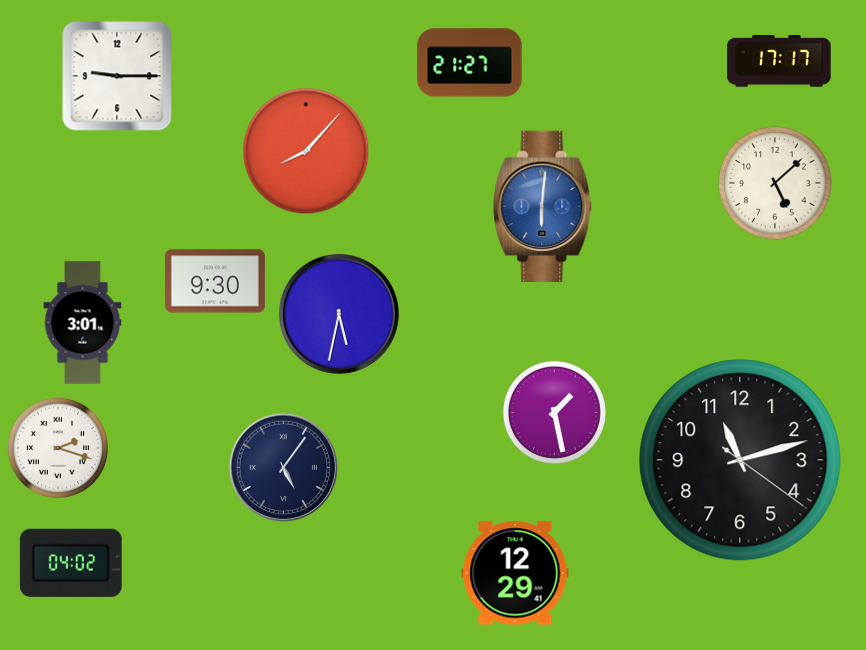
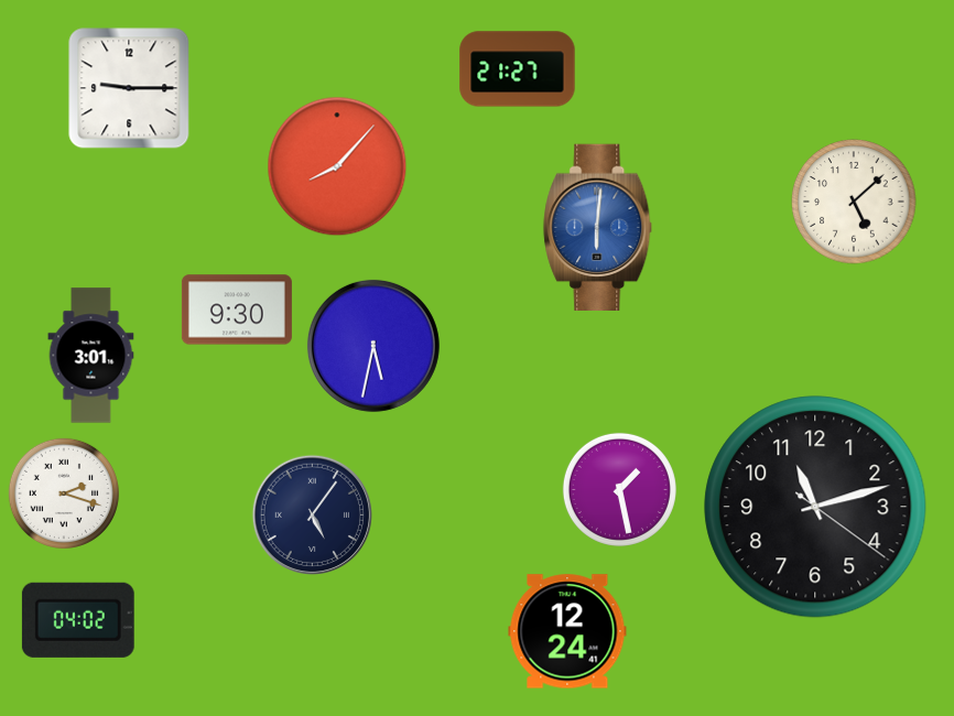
clock at (779, 61): 17:17 -> none
clock at (117, 76) position: (117, 76) -> (129, 88)
clock at (554, 412) position: (554, 412) -> (619, 489)
clock at (515, 573): 12:29 -> 12:24
